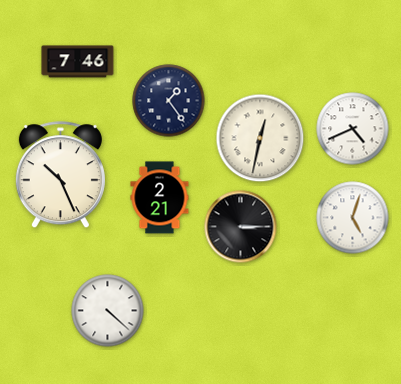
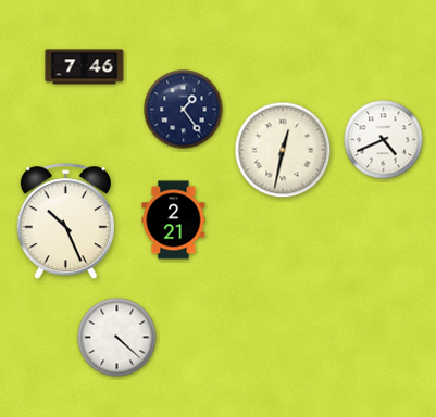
clock at (60, 175) position: (60, 175) -> (65, 222)
clock at (160, 198) position: (160, 198) -> (174, 220)
clock at (353, 218): 5:03 -> none
clock at (241, 227): 3:15 -> none
